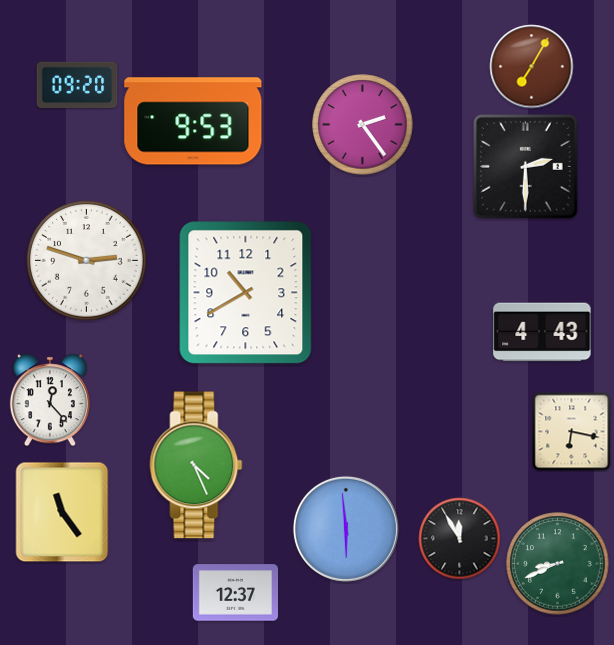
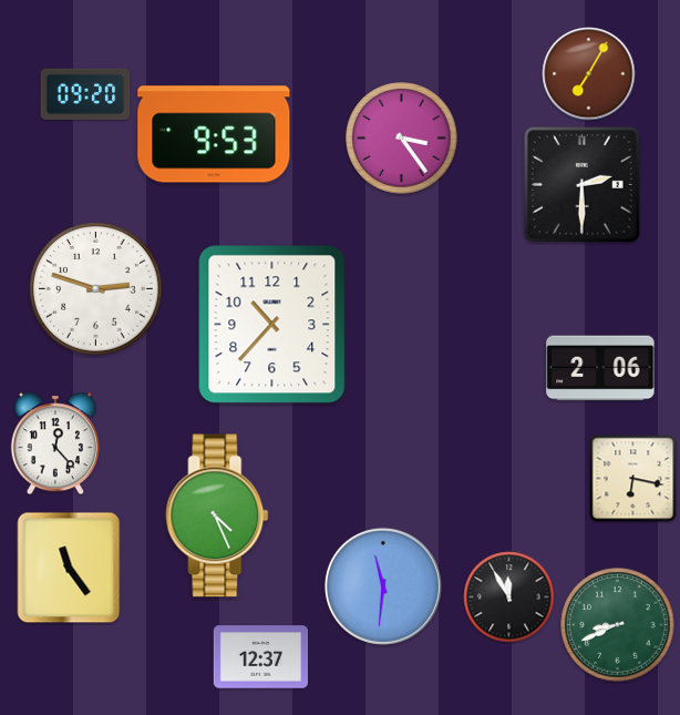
clock at (363, 125): 2:24 -> 3:24
clock at (246, 293): 10:40 -> 10:37
clock at (542, 332): 4:43 -> 2:06
clock at (346, 529): 5:59 -> 11:31
